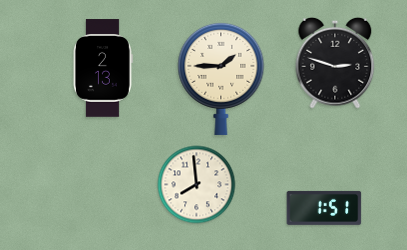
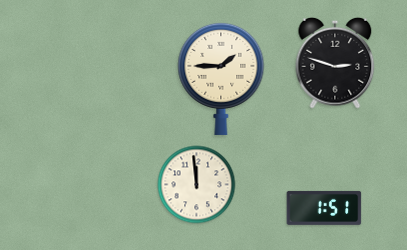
clock at (103, 68): 2:13 -> none
clock at (197, 185): 7:59 -> 11:59
